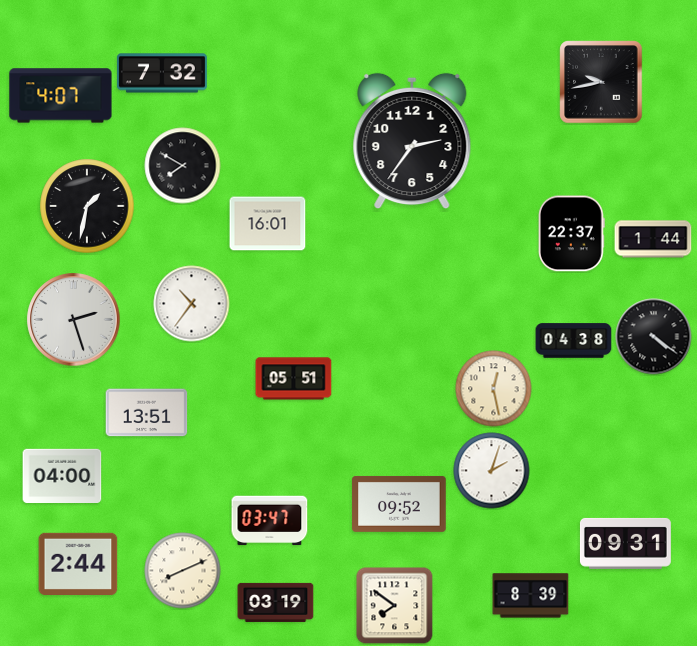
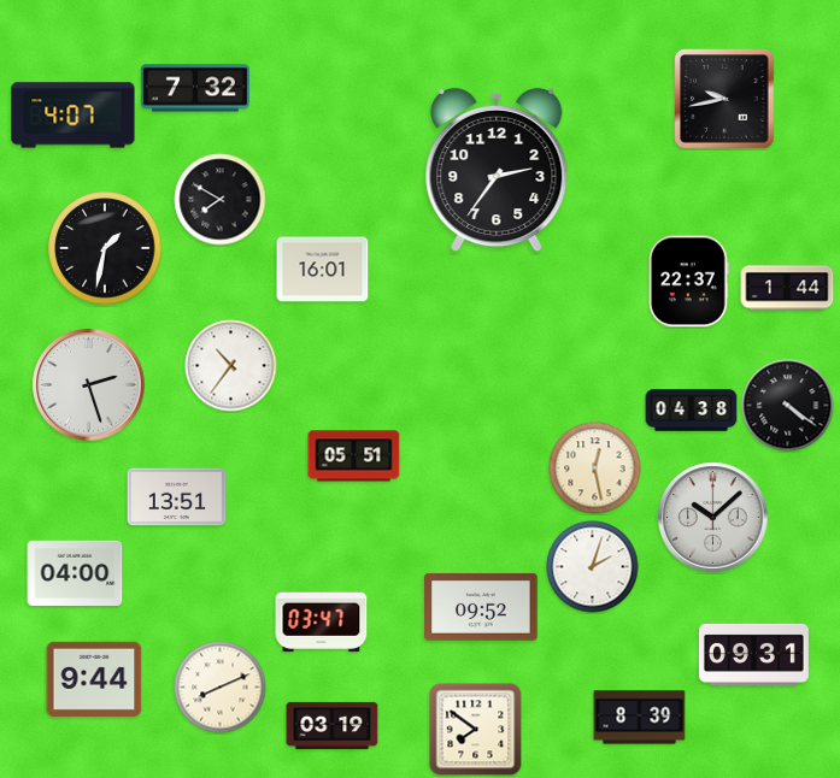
clock at (713, 518): none -> 10:08
clock at (270, 521) position: (270, 521) -> (322, 623)
clock at (78, 563): 2:44 -> 9:44
